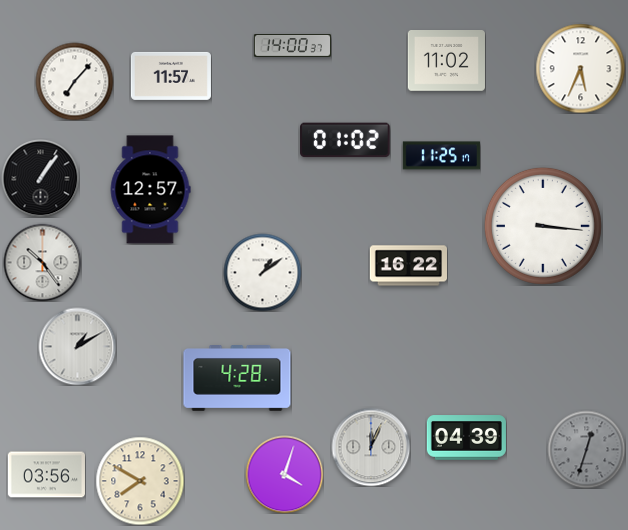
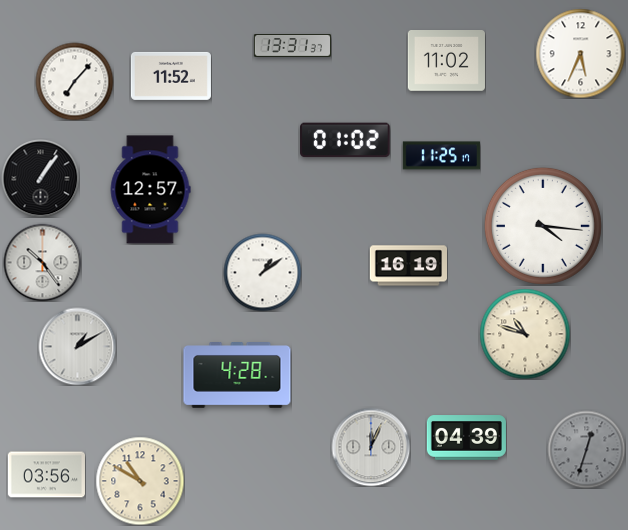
clock at (292, 46): 14:00 -> 13:31
clock at (580, 68) position: (580, 68) -> (580, 53)
clock at (171, 76): 11:57 -> 11:52
clock at (543, 226): 3:16 -> 4:16
clock at (408, 266): 16:22 -> 16:19
clock at (525, 334): none -> 10:48
clock at (237, 379) position: (237, 379) -> (237, 376)
clock at (284, 474): 4:03 -> none
clock at (140, 481): 7:50 -> 10:50
